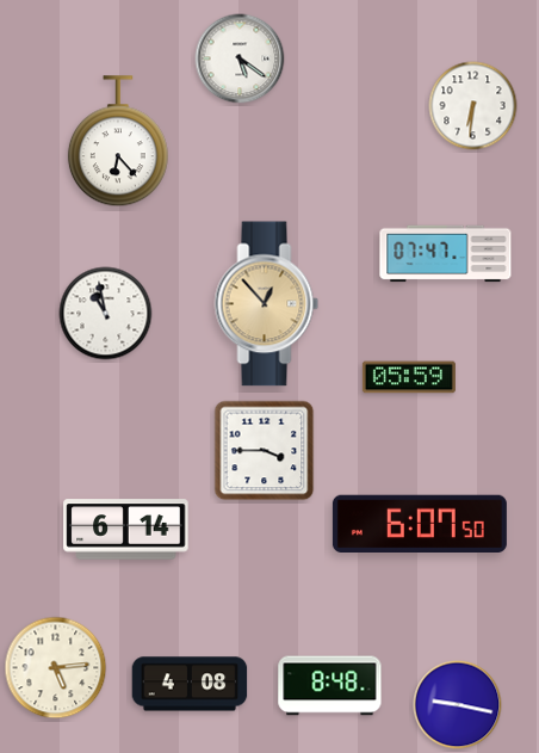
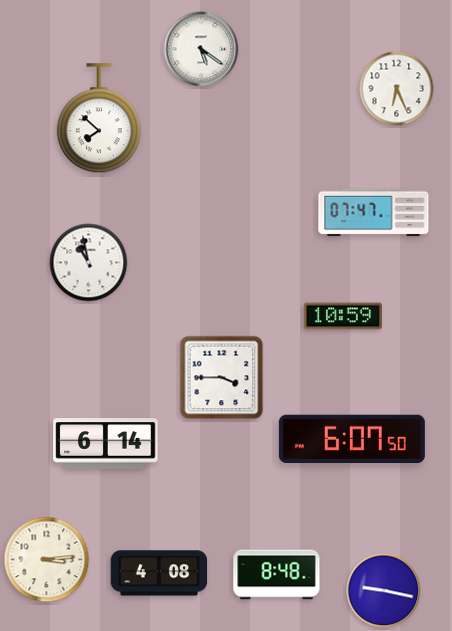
clock at (473, 106): 6:31 -> 6:26
clock at (118, 142): 6:23 -> 7:52
clock at (267, 304): 12:53 -> none
clock at (409, 377): 05:59 -> 10:59
clock at (56, 668): 5:14 -> 3:14
